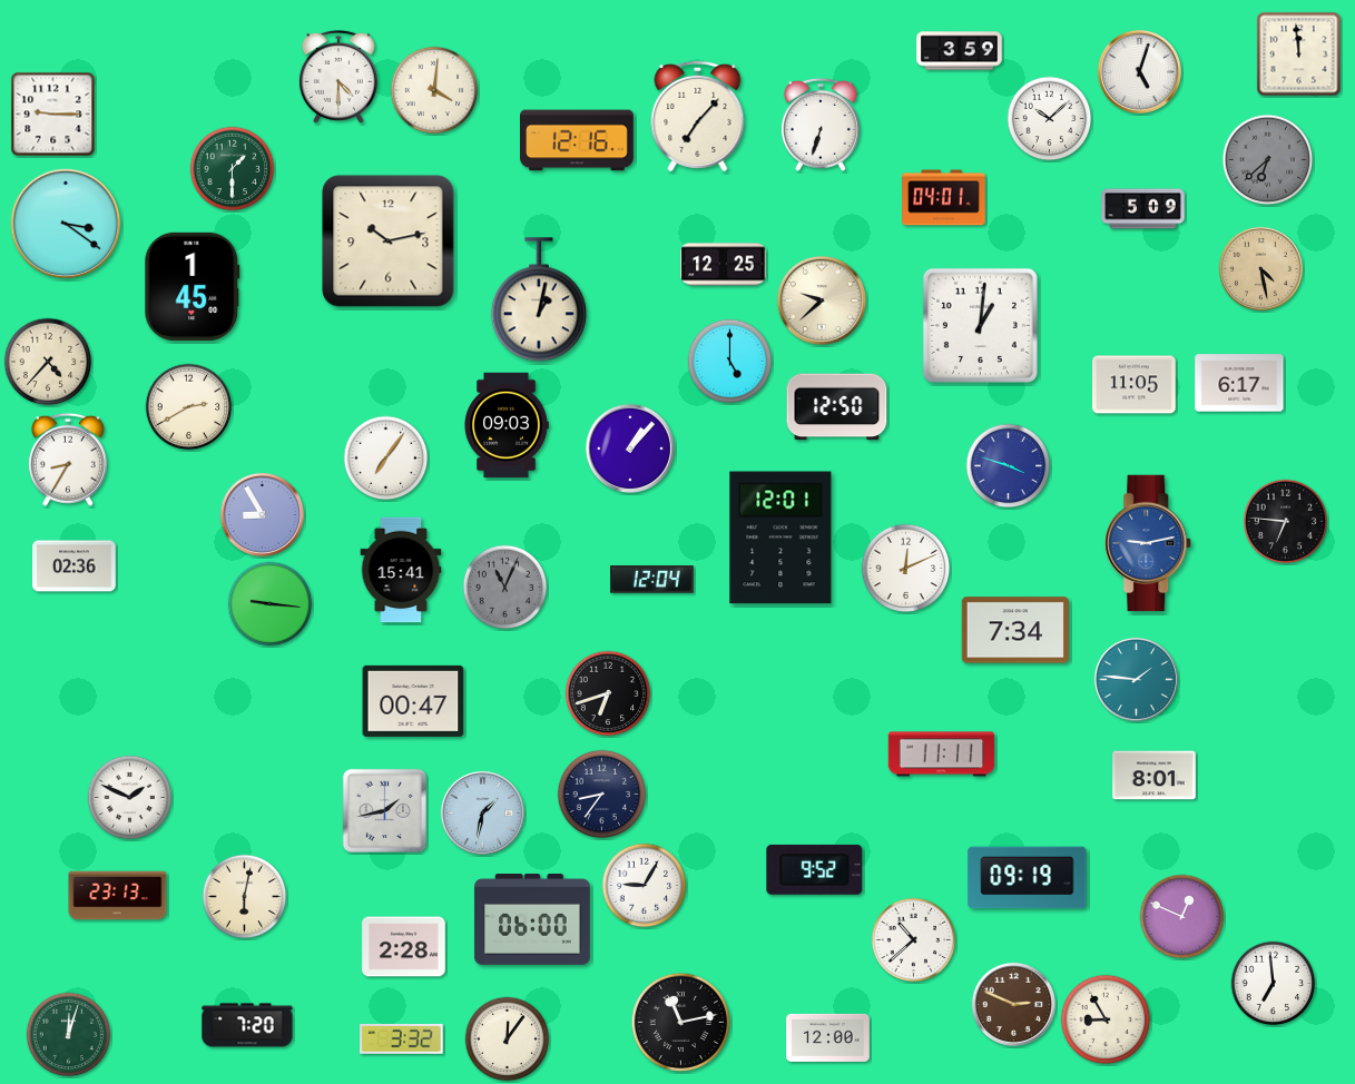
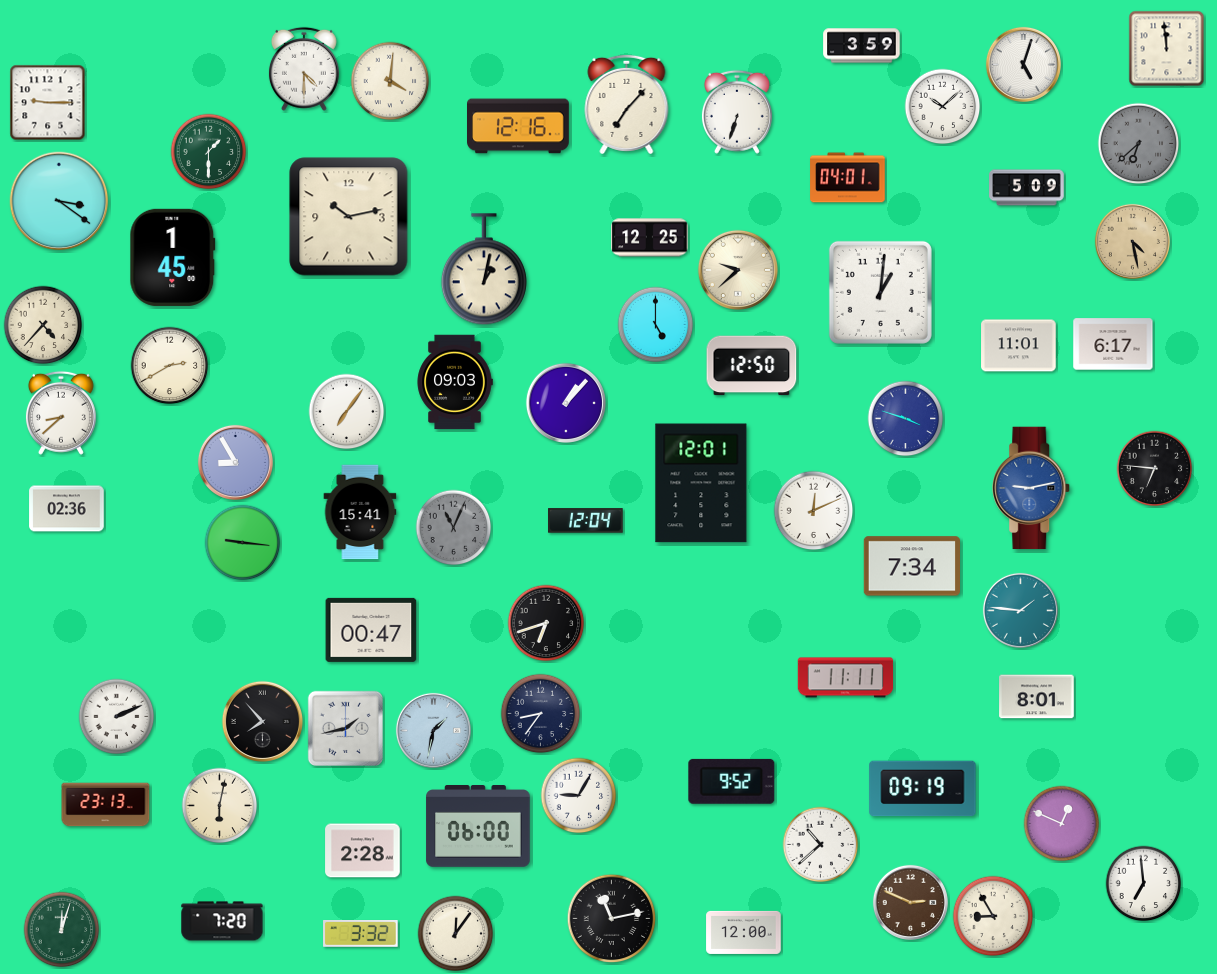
clock at (1135, 385): 11:05 -> 11:01
clock at (68, 460): 8:35 -> 8:38
clock at (130, 798): 1:49 -> 2:11
clock at (262, 721): none -> 7:53
